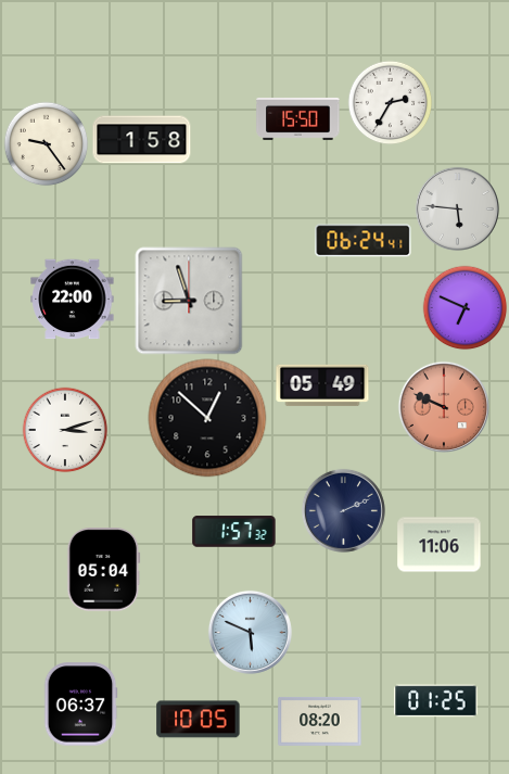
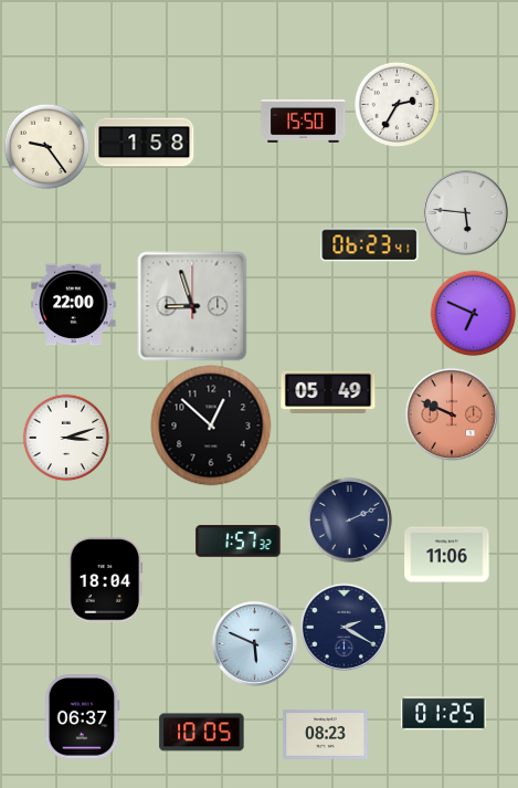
clock at (364, 241): 06:24 -> 06:23
clock at (104, 570): 05:04 -> 18:04
clock at (343, 627): none -> 2:20
clock at (320, 721): 08:20 -> 08:23
